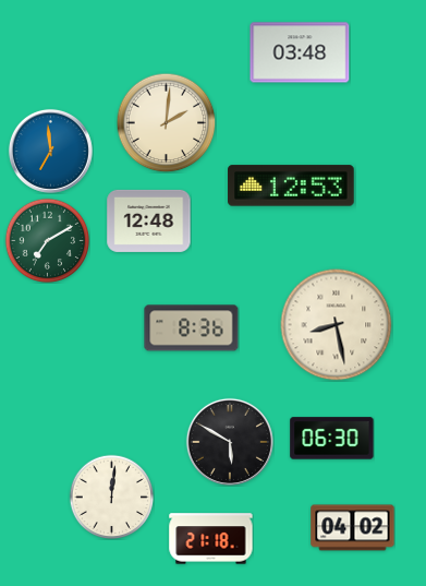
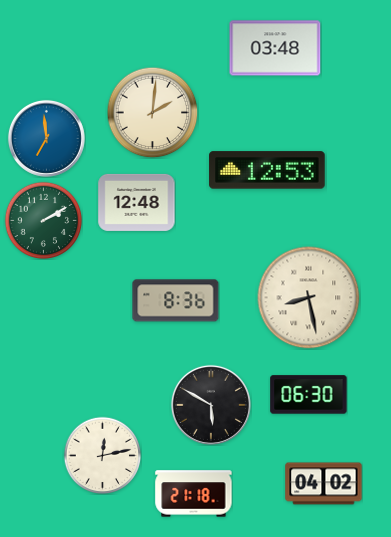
clock at (47, 240): 7:10 -> 2:10
clock at (332, 439) position: (332, 439) -> (309, 395)
clock at (111, 497): 12:01 -> 12:13
